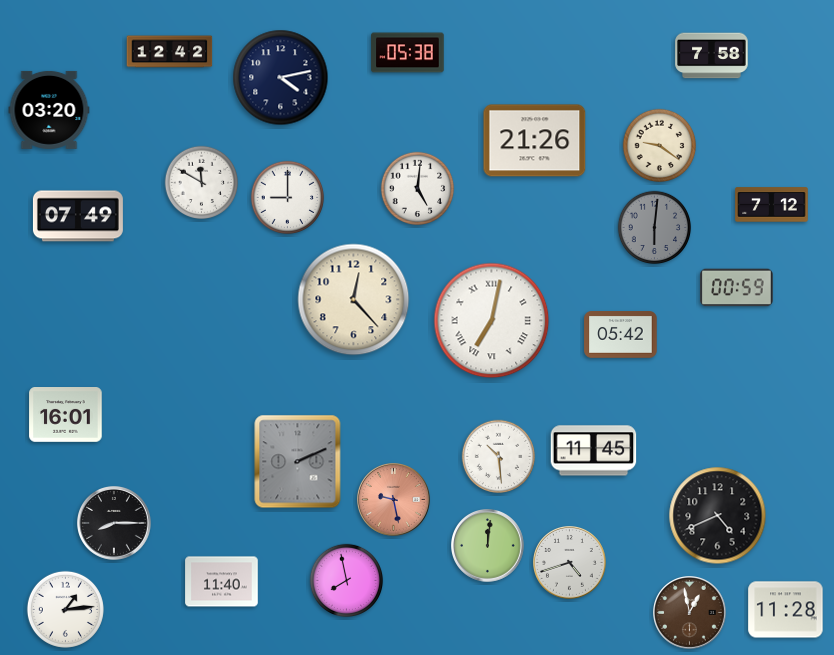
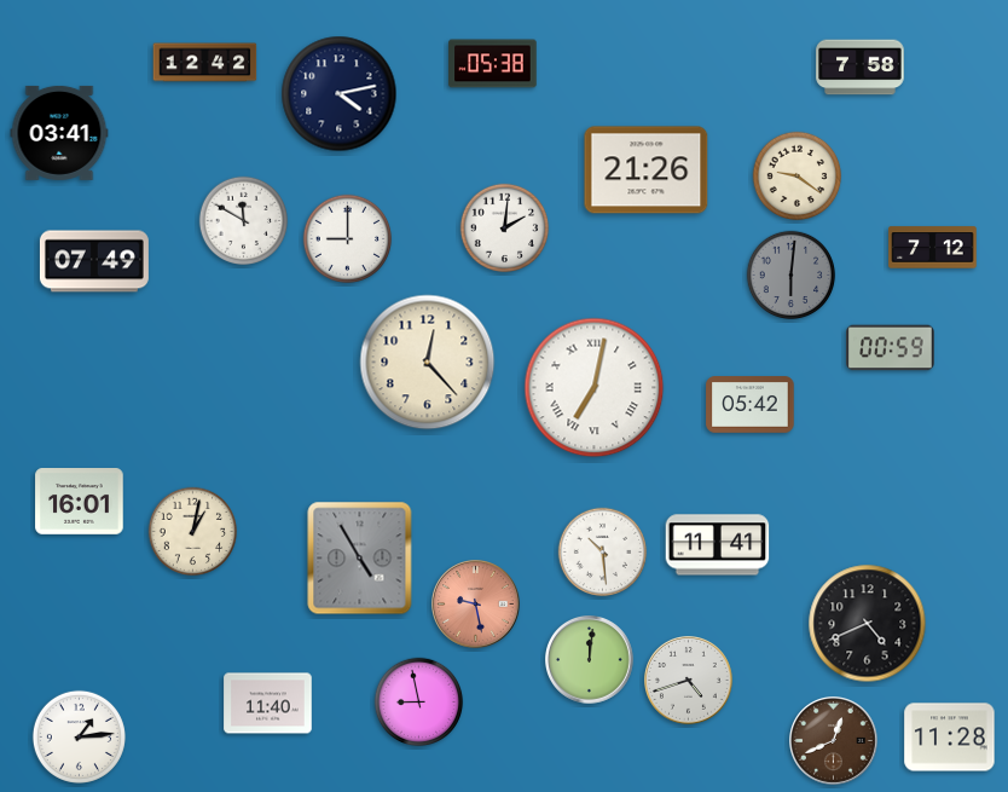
clock at (49, 110): 03:20 -> 03:41
clock at (418, 189): 5:01 -> 2:01
clock at (193, 532): none -> 1:02
clock at (594, 451): 11:45 -> 11:41
clock at (298, 462): 2:11 -> 4:55
clock at (115, 524): 8:15 -> none
clock at (347, 581): 7:58 -> 8:58
clock at (690, 613): 12:58 -> 12:41
